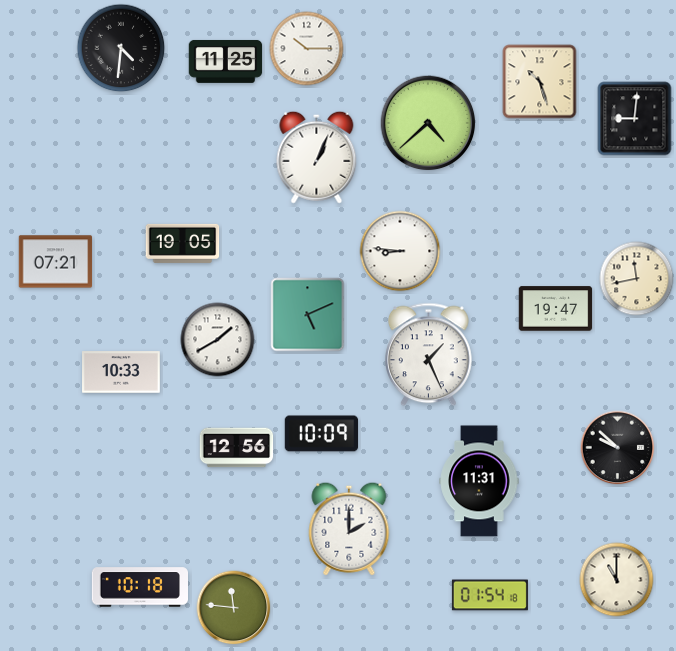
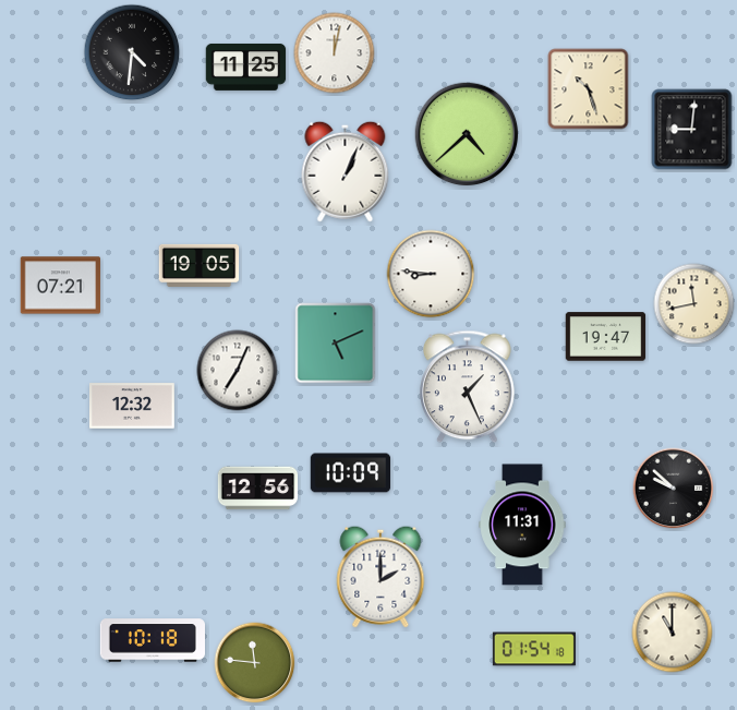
clock at (307, 49): 10:15 -> 12:02
clock at (400, 251) position: (400, 251) -> (431, 274)
clock at (218, 340): 1:40 -> 7:04
clock at (122, 372): 10:33 -> 12:32
